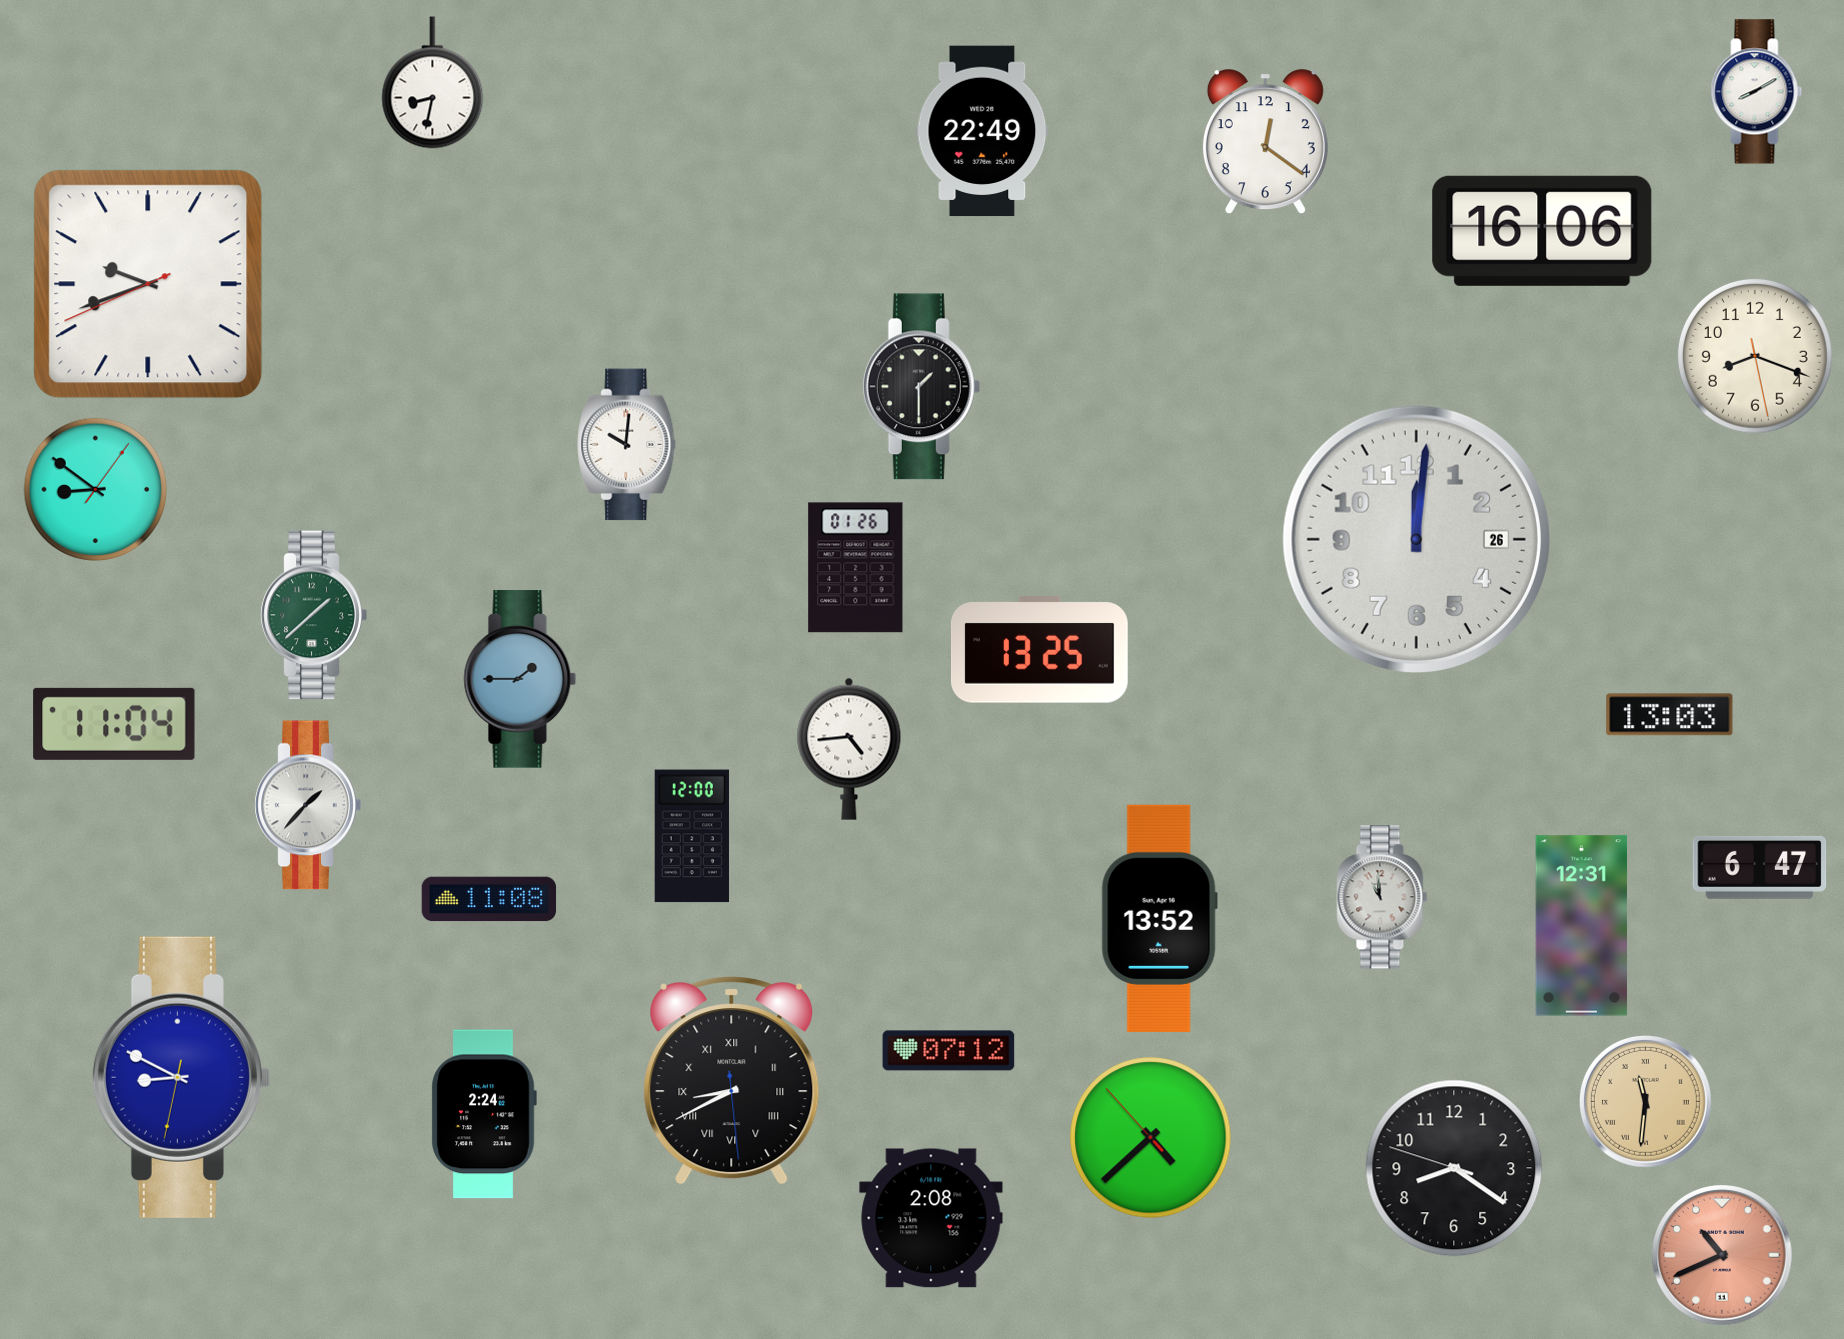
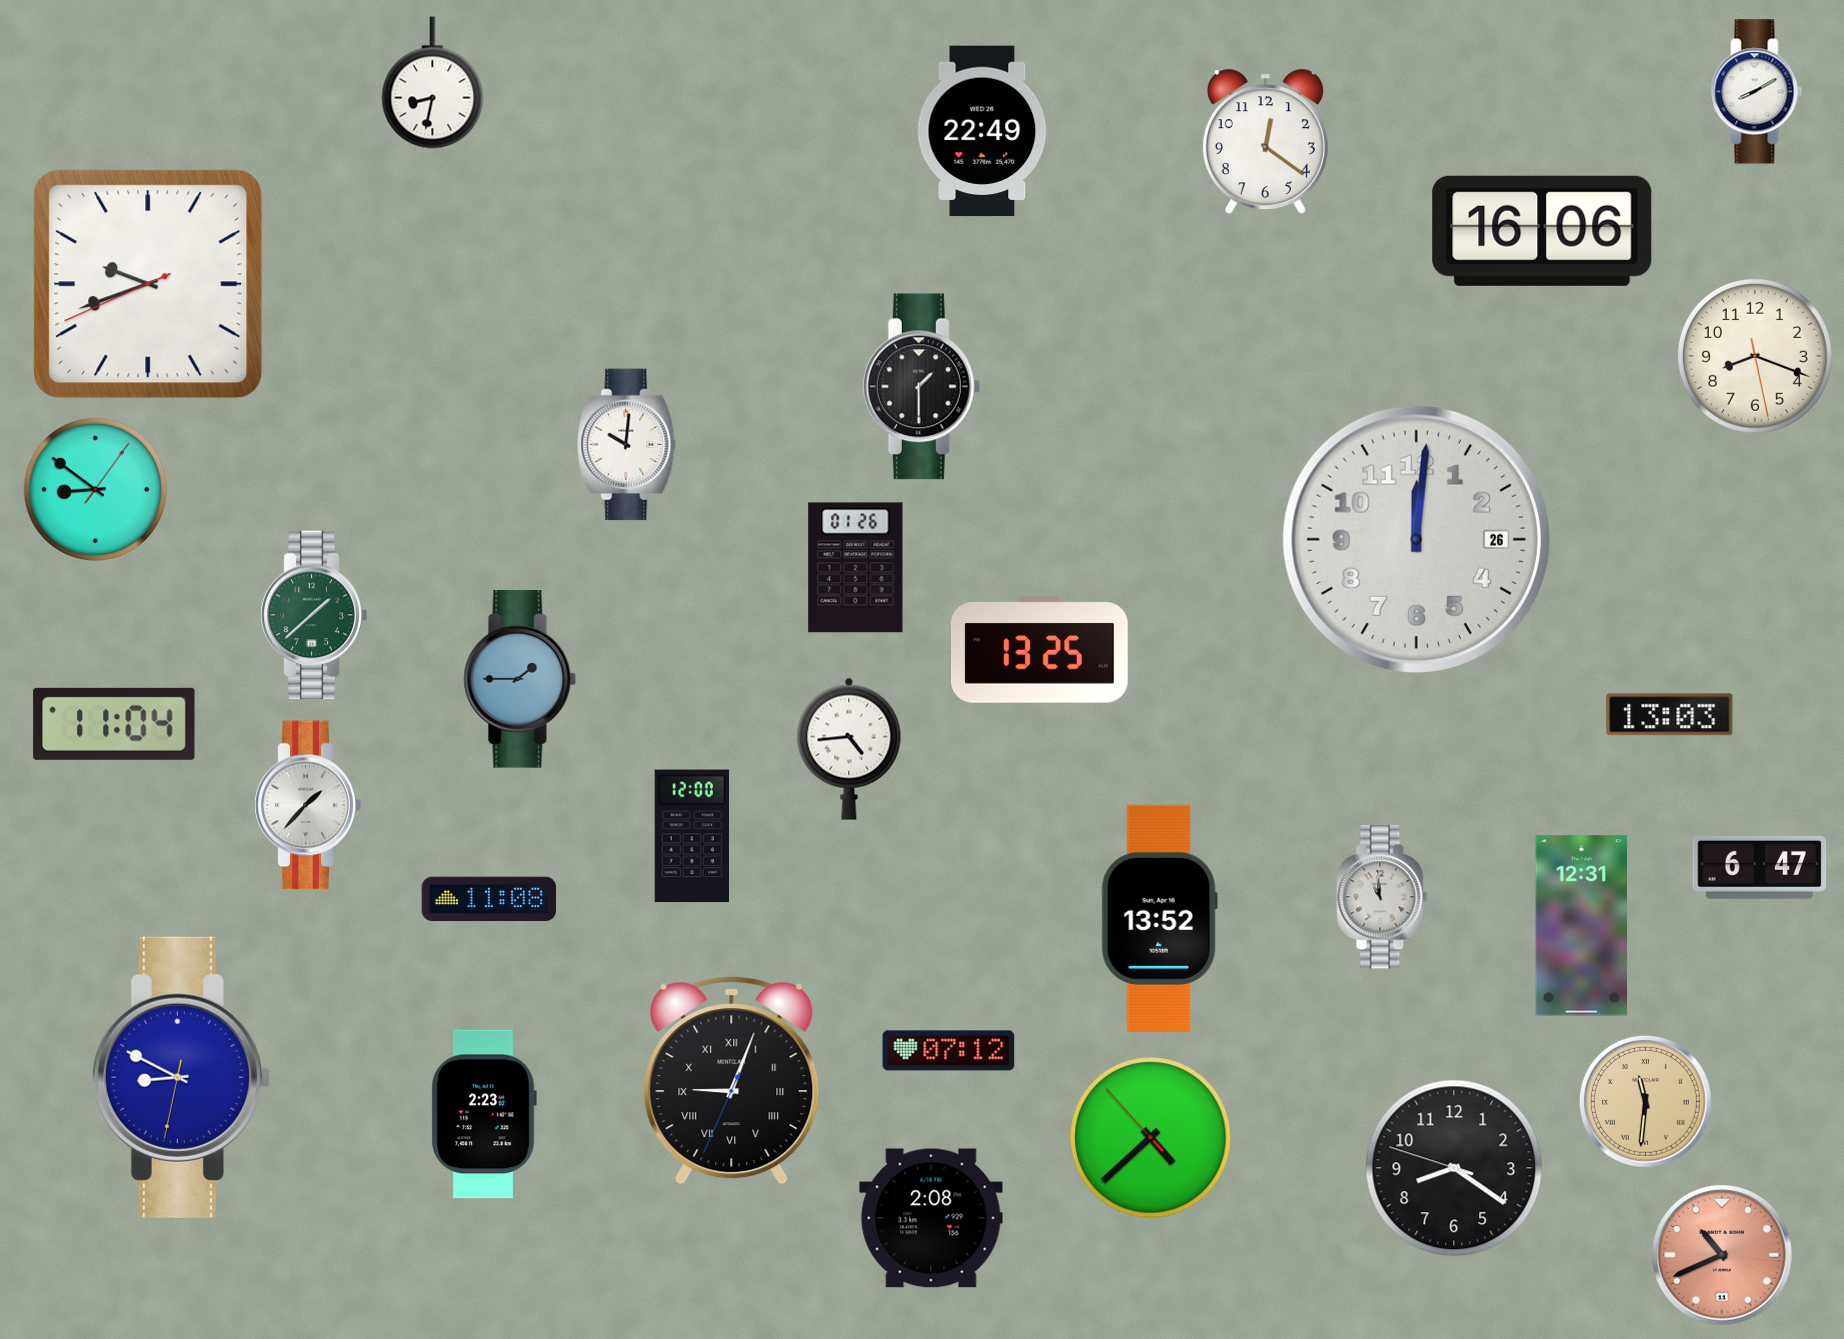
clock at (732, 1081): 8:40 -> 9:03
clock at (484, 1114): 2:24 -> 2:23
